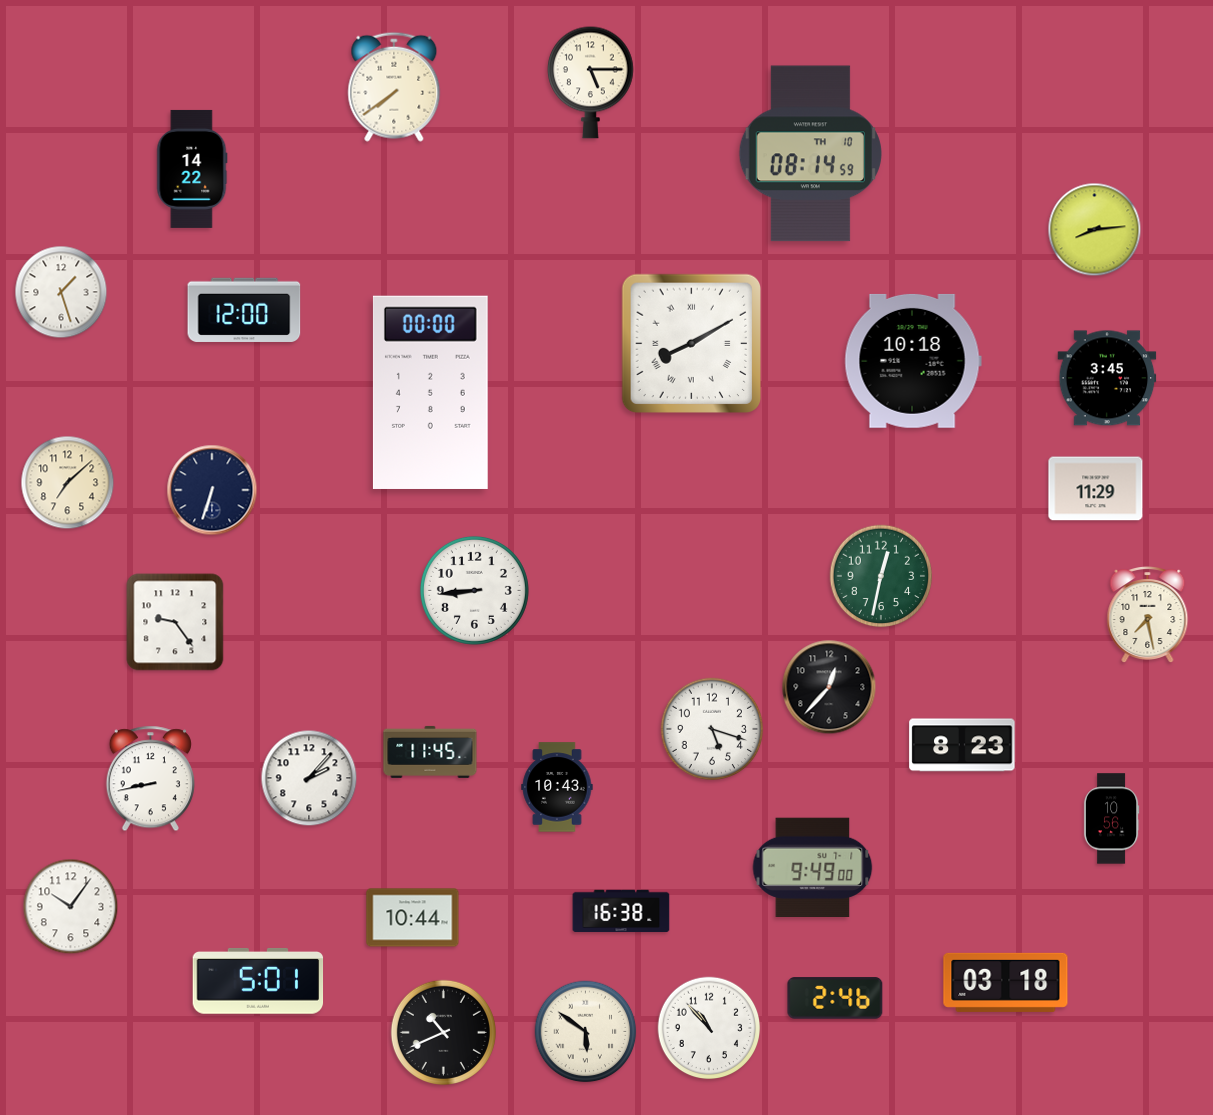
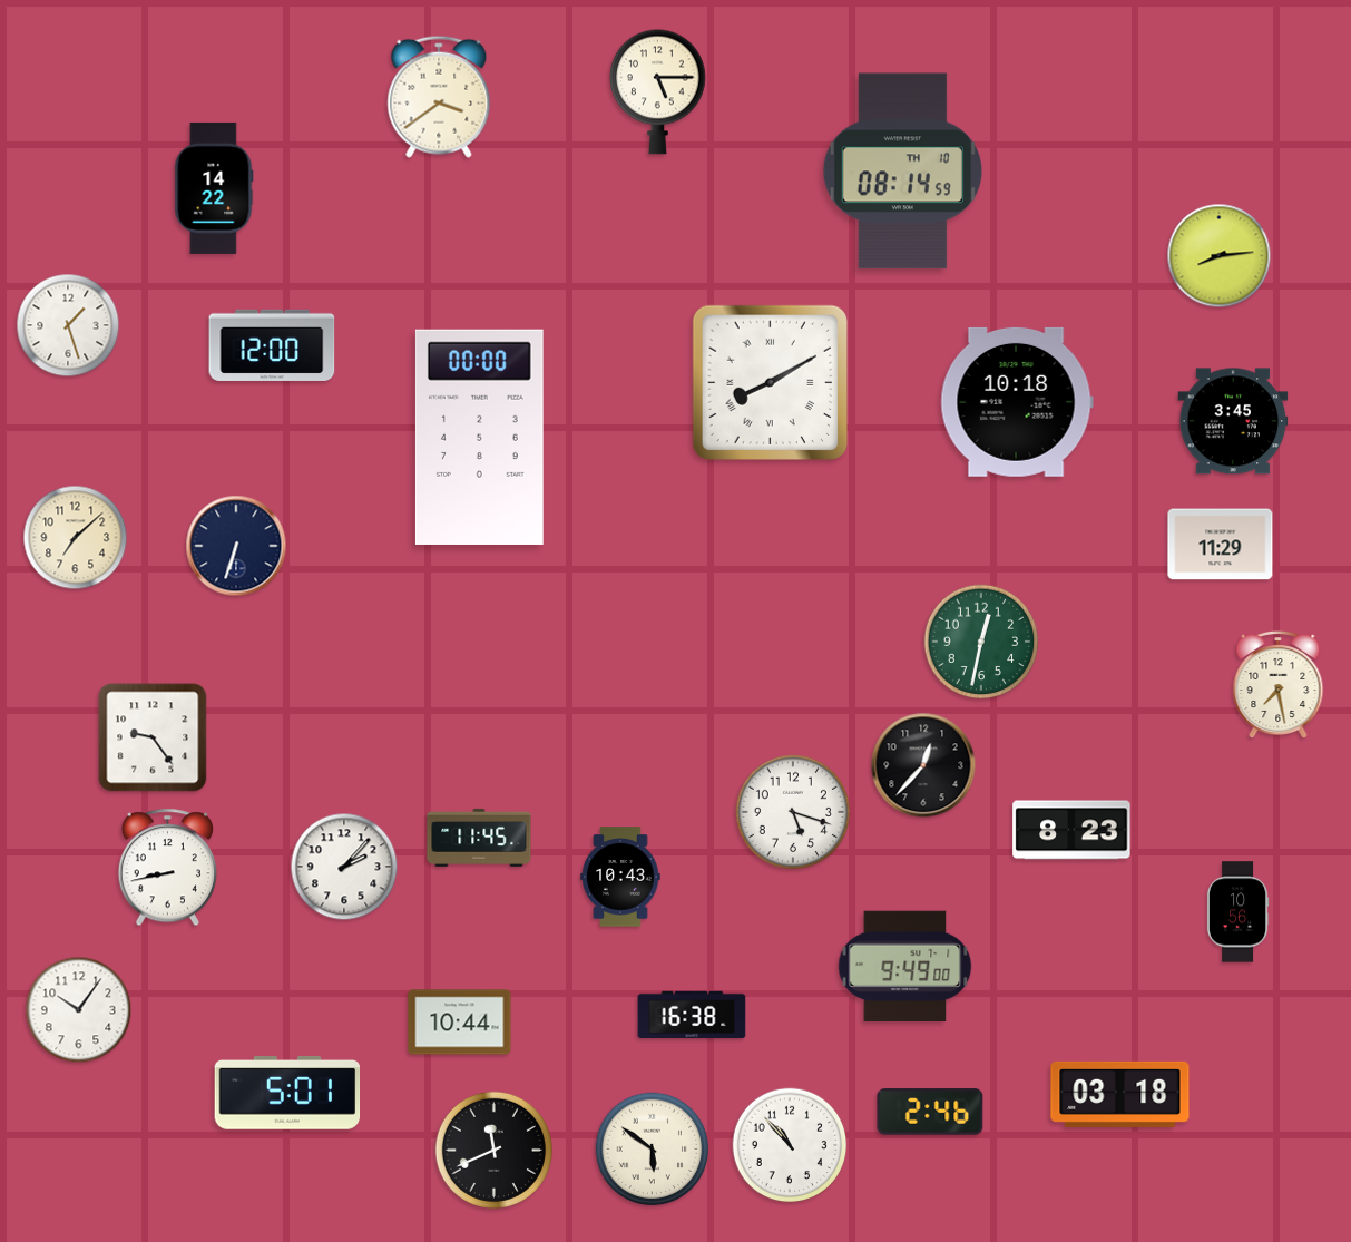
clock at (394, 87): 7:39 -> 3:39
clock at (474, 590): 8:44 -> none
clock at (175, 622) position: (175, 622) -> (153, 737)
clock at (443, 1032): 10:41 -> 11:41
